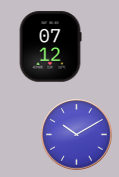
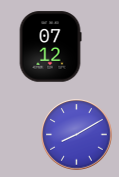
clock at (77, 135): 10:10 -> 8:10
